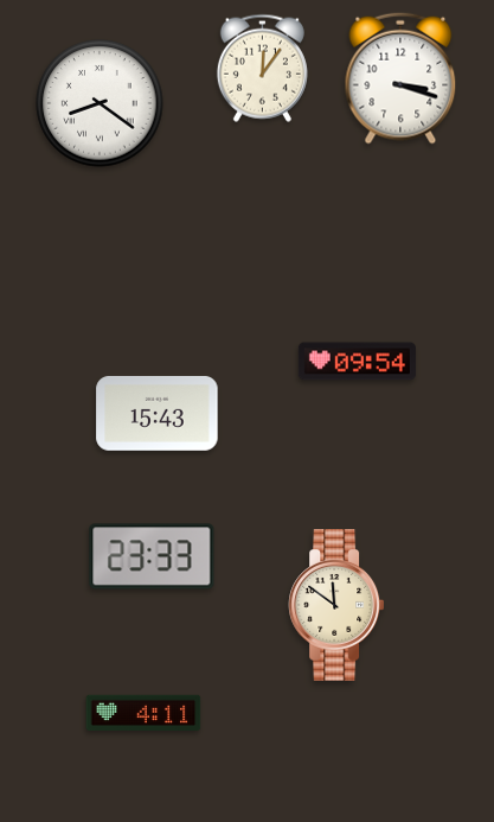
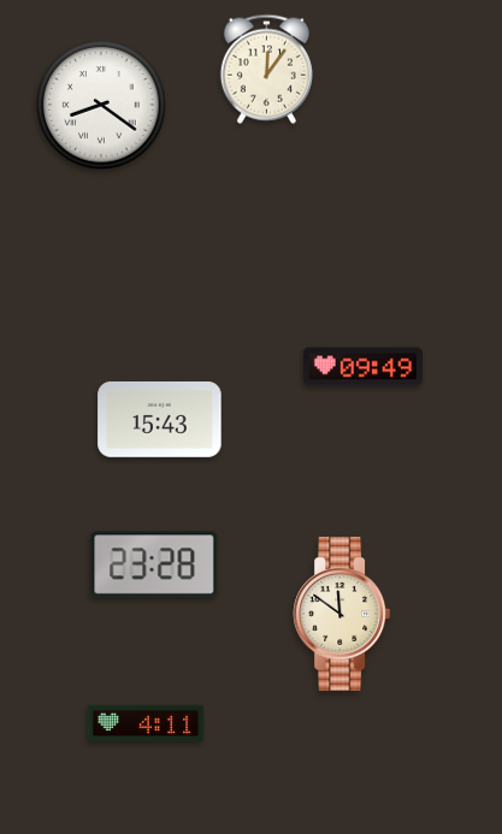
clock at (400, 78): 3:18 -> none
clock at (357, 362): 09:54 -> 09:49
clock at (152, 556): 23:33 -> 23:28
